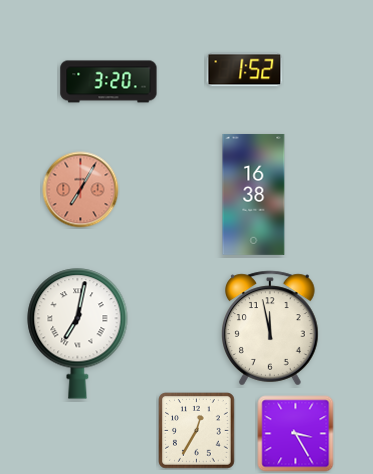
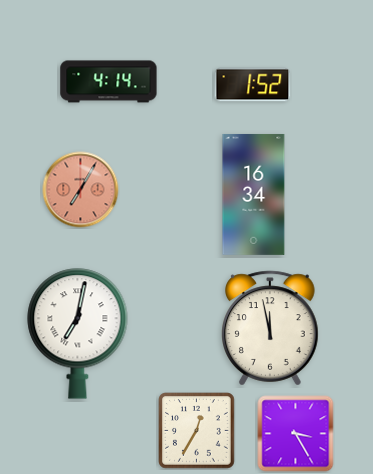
clock at (245, 70) position: (245, 70) -> (253, 85)
clock at (109, 82): 3:20 -> 4:14
clock at (254, 194): 16:38 -> 16:34
